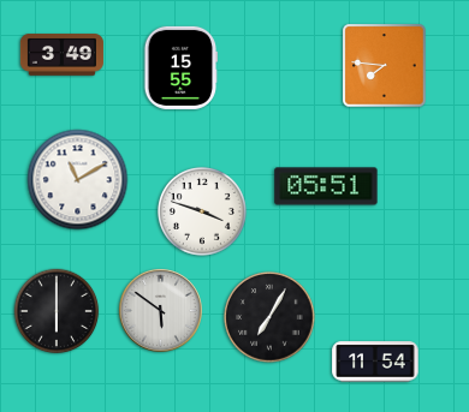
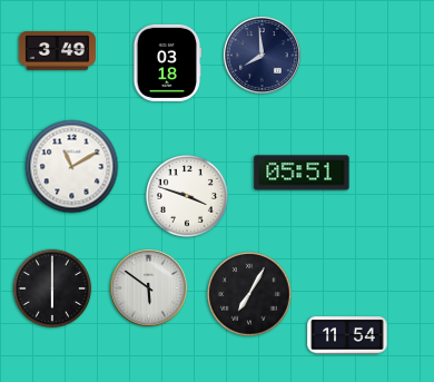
clock at (262, 55): none -> 7:59
clock at (385, 66): 7:46 -> none
clock at (180, 67): 15:55 -> 03:18
